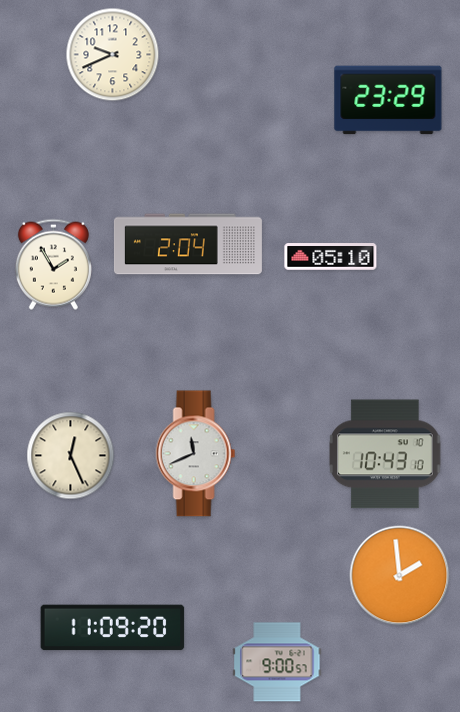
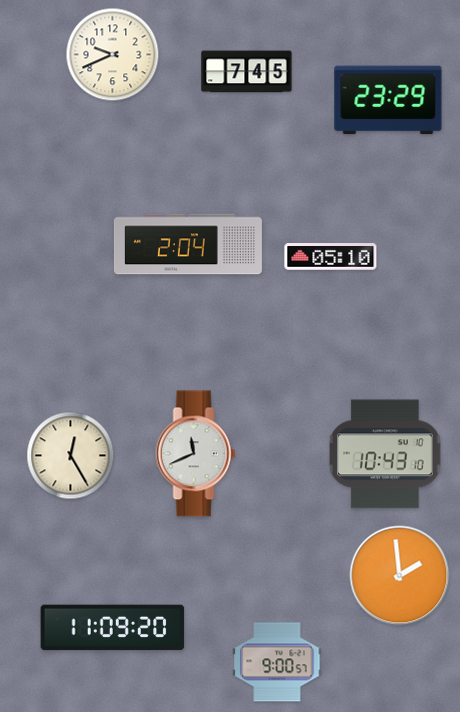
clock at (247, 72): none -> 7:45
clock at (53, 264): 1:55 -> none
clock at (71, 456): 12:26 -> 12:25
